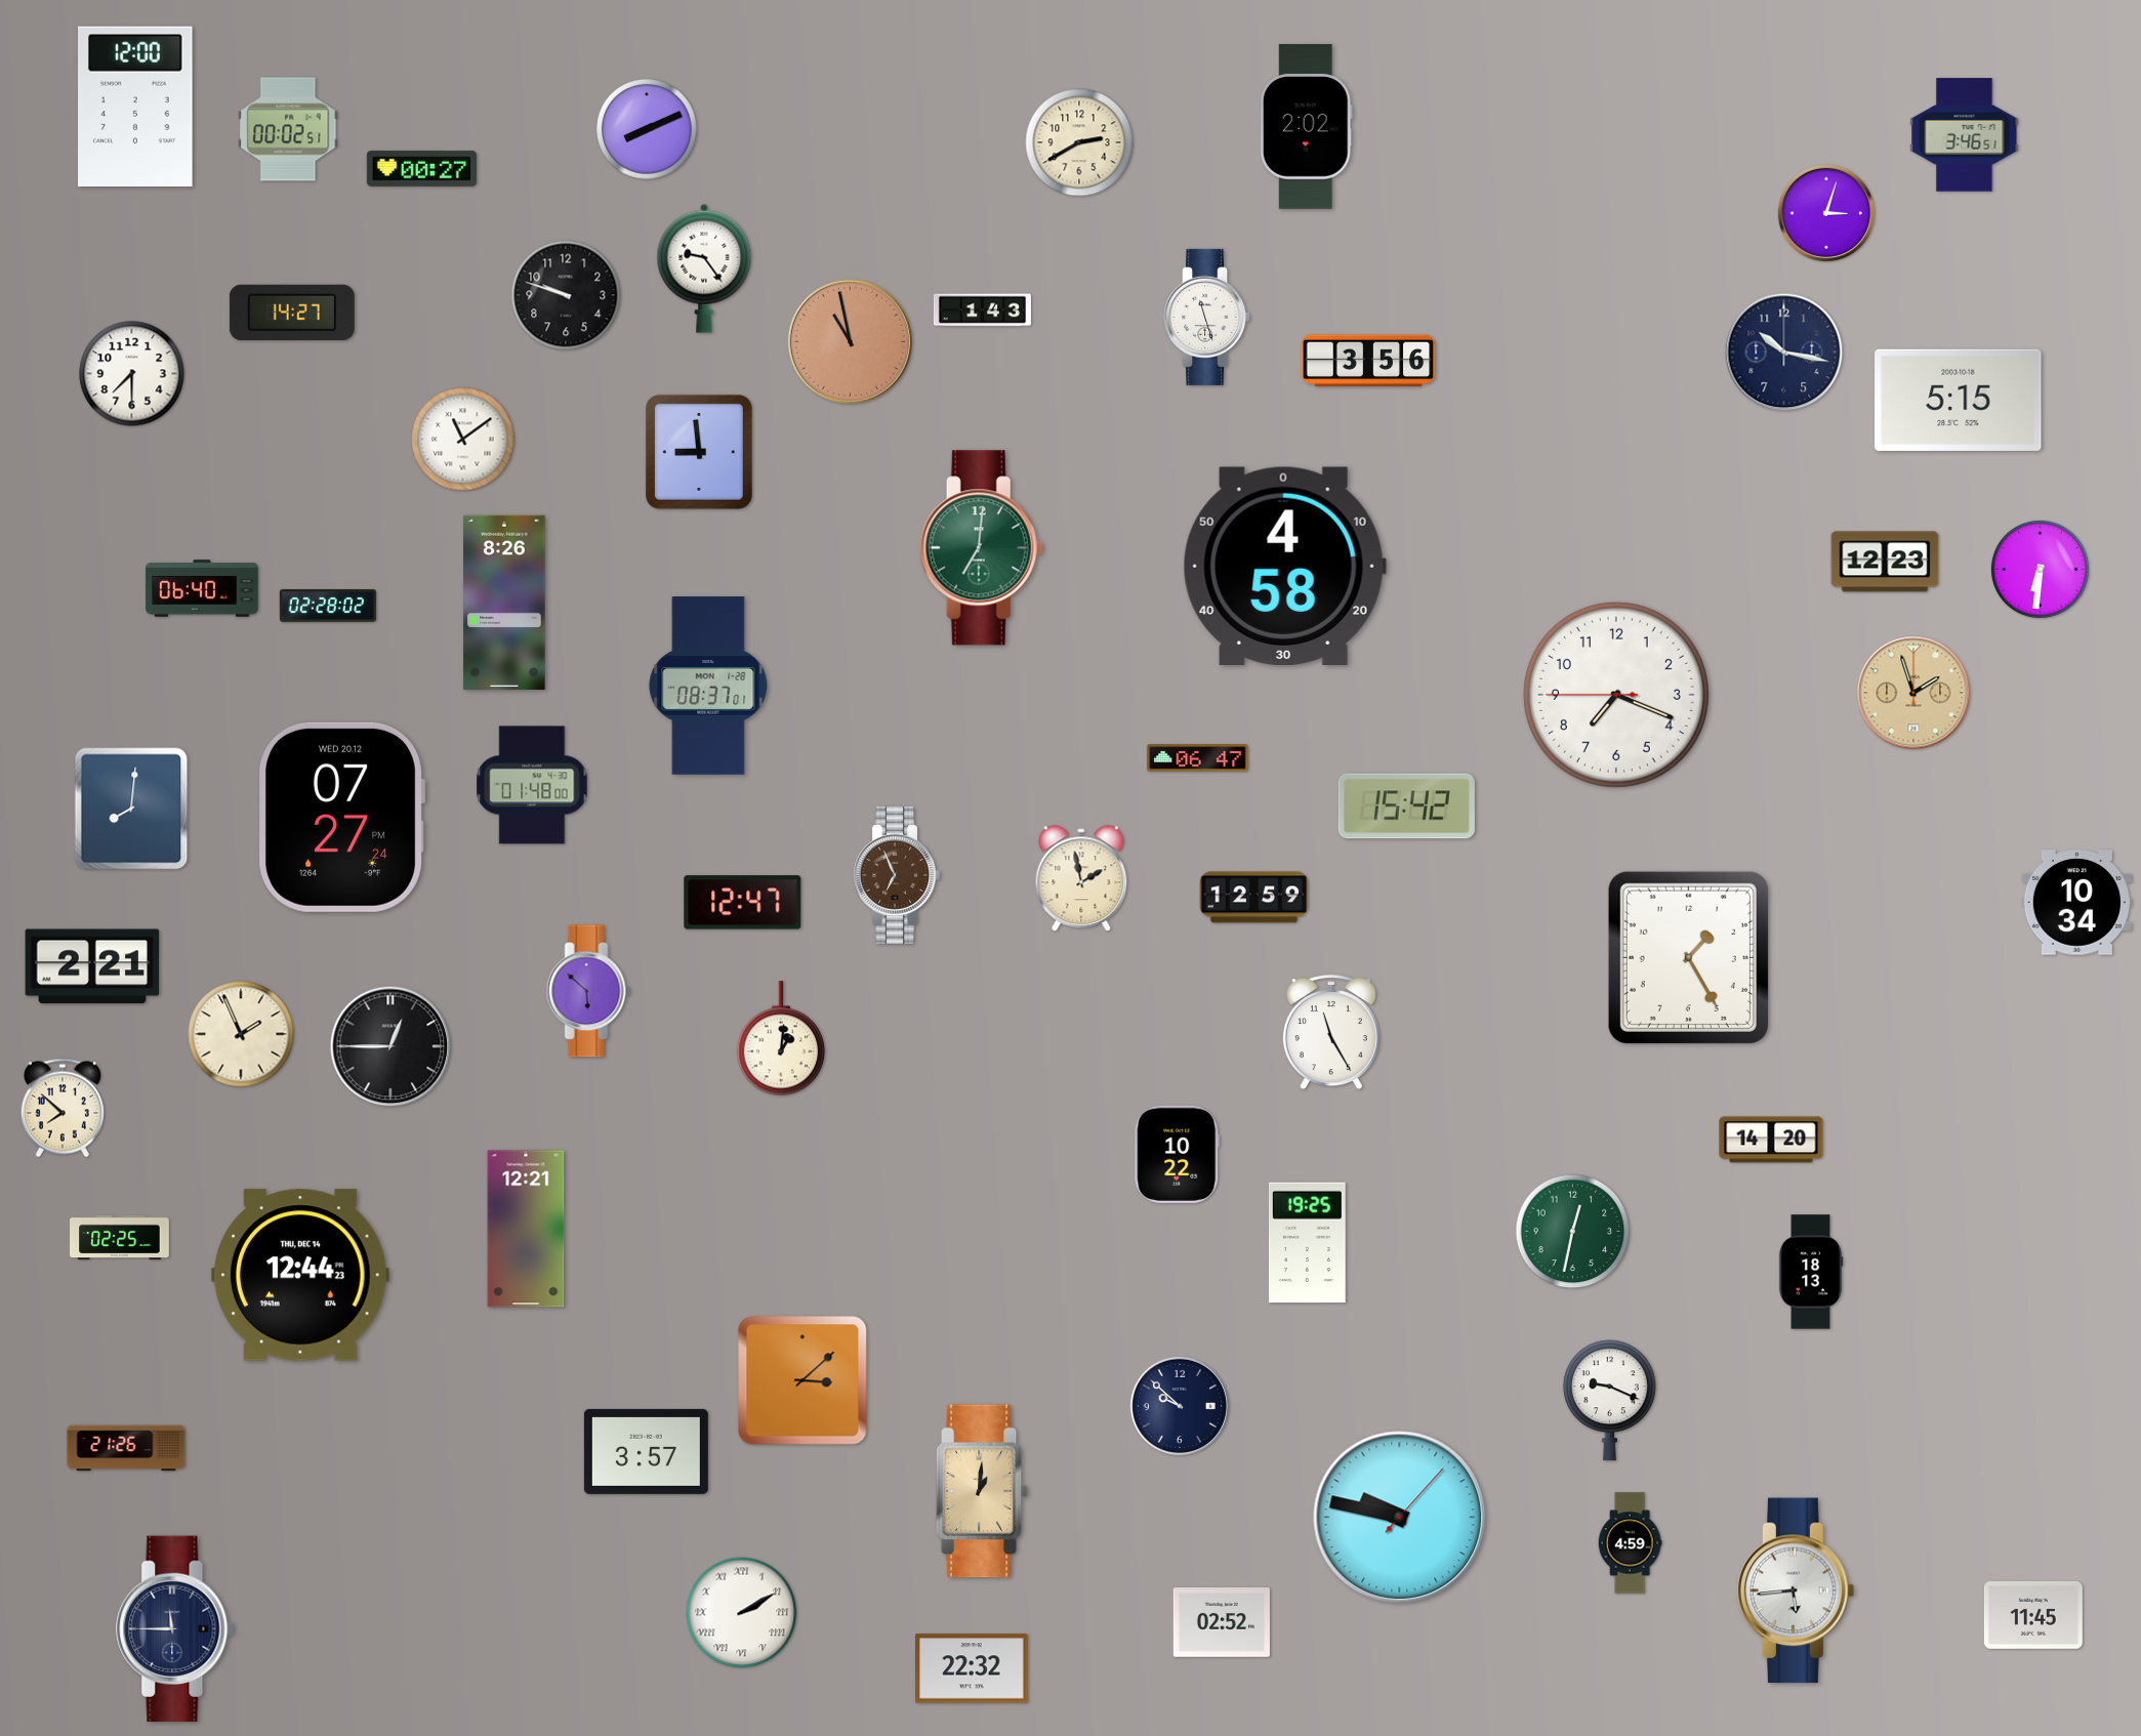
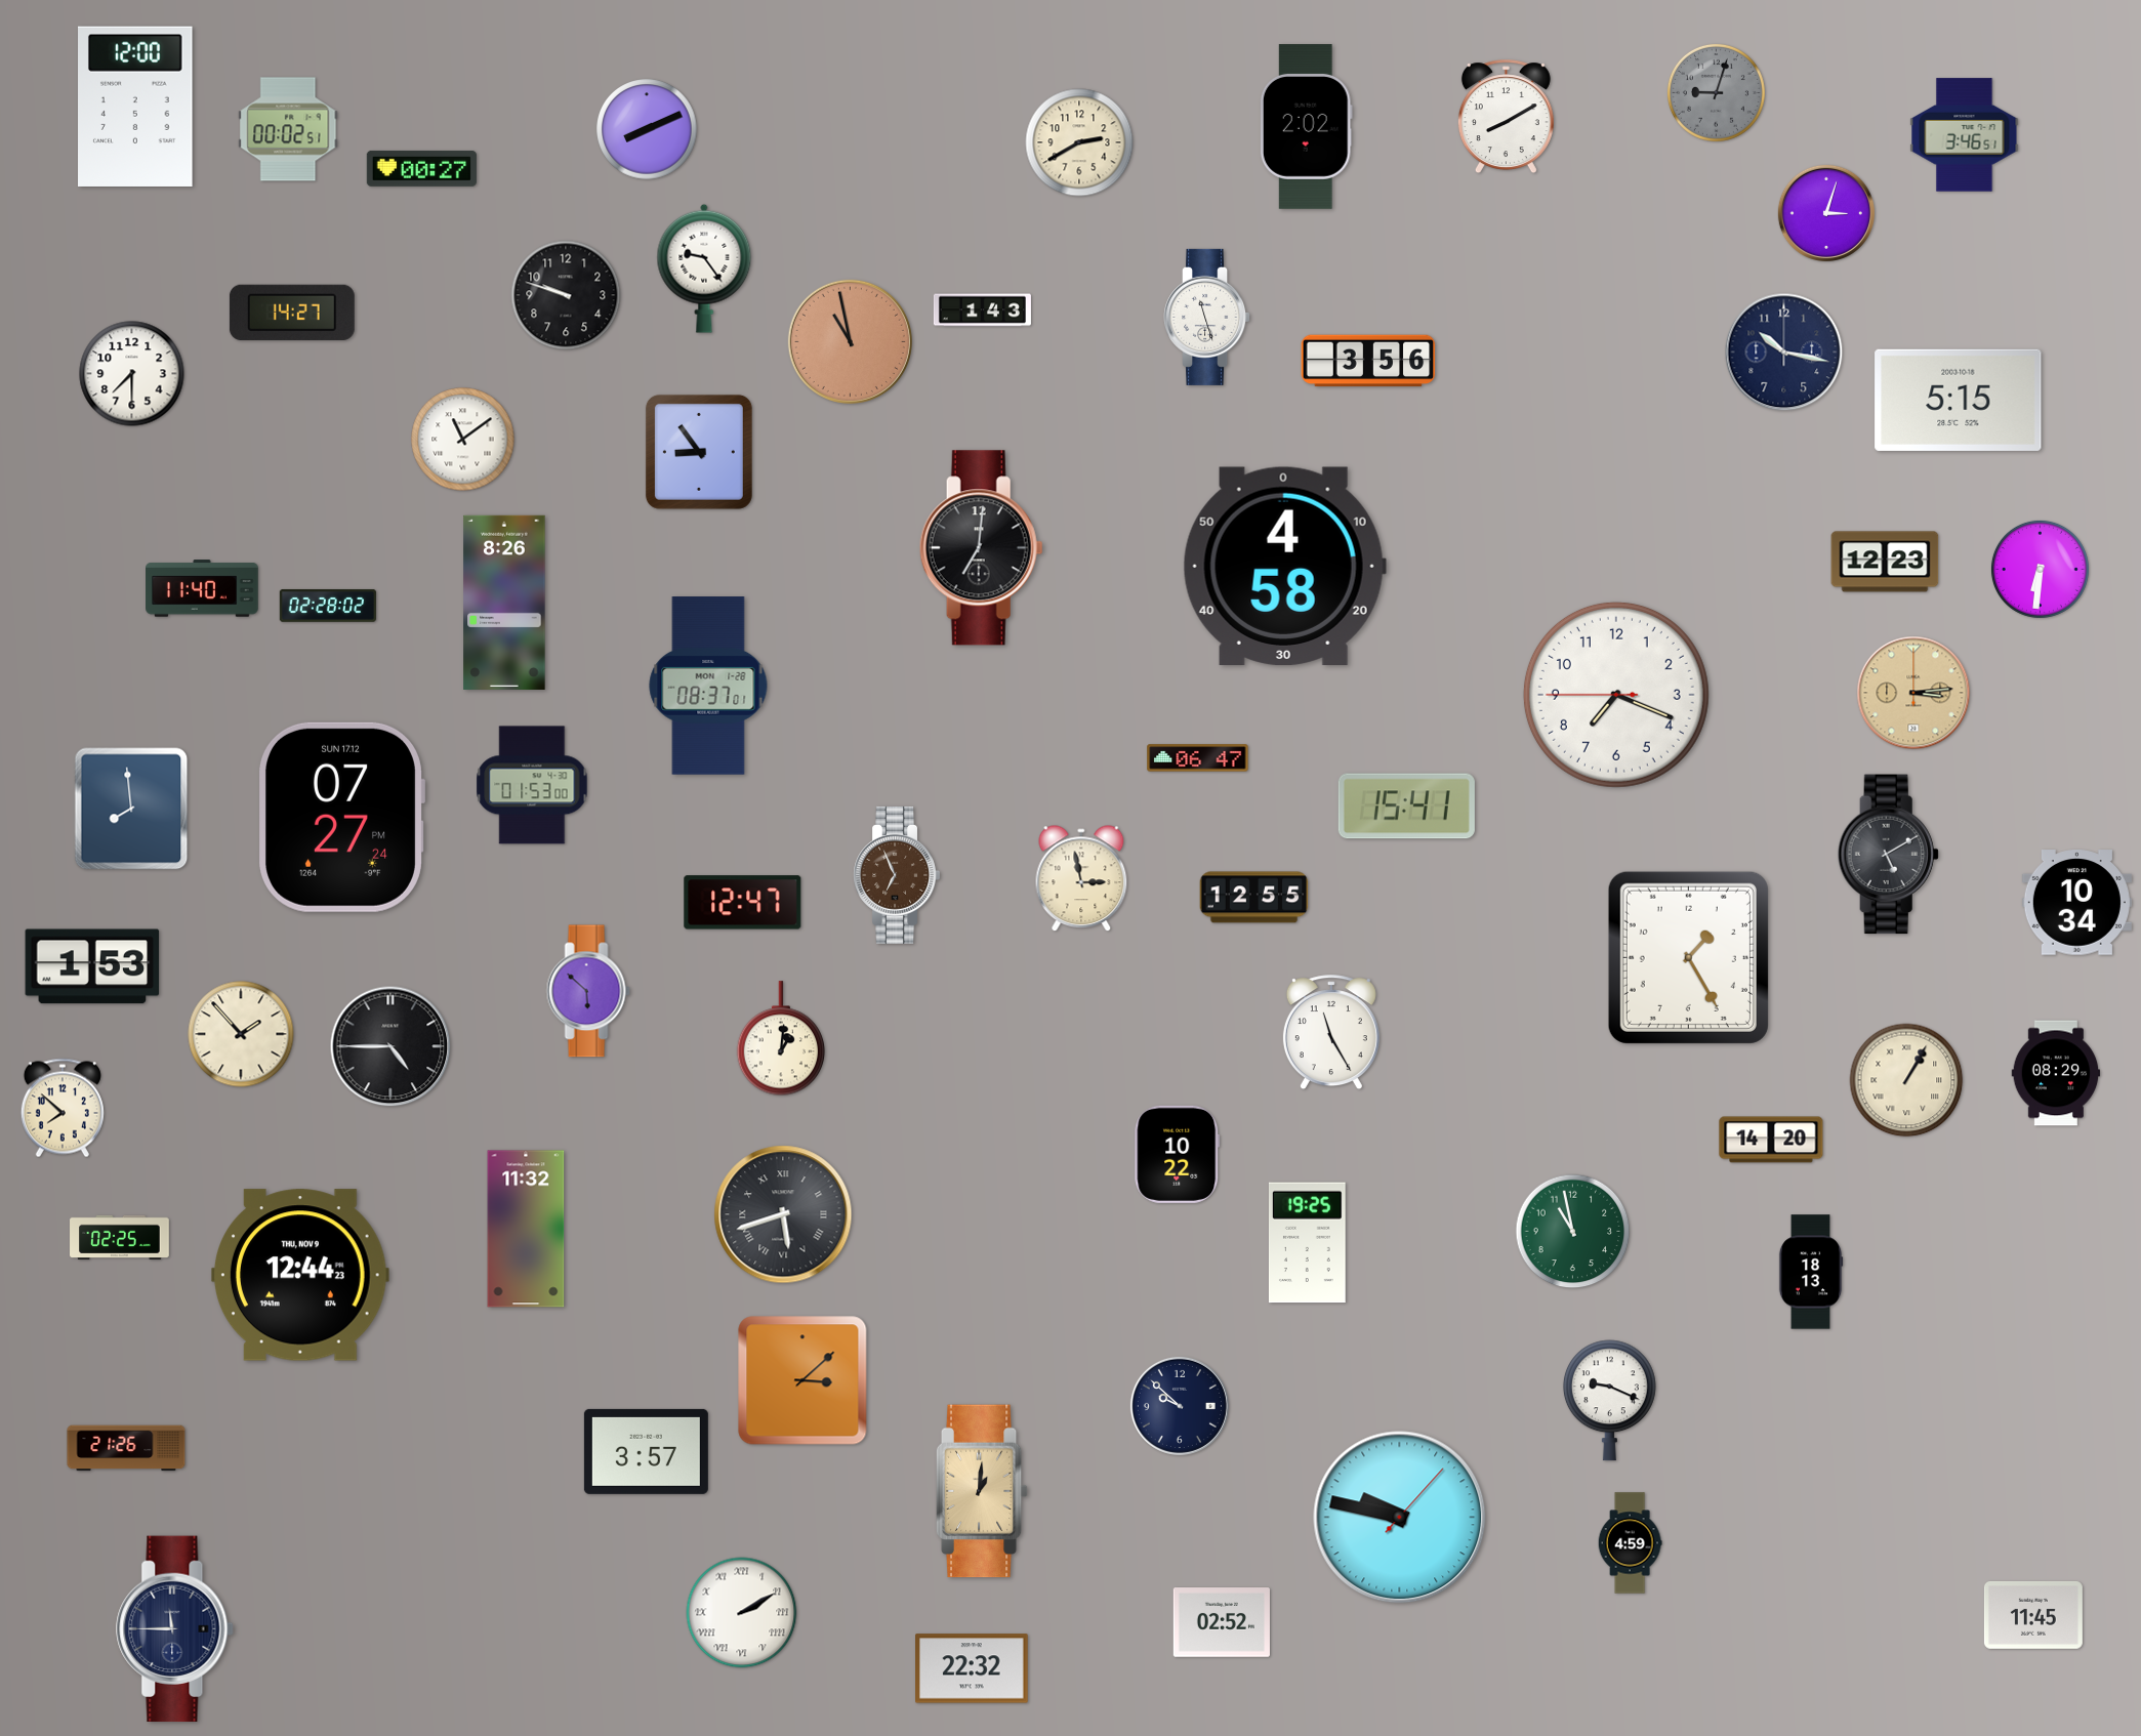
clock at (1716, 92): none -> 9:03
clock at (1506, 117): none -> 8:10
clock at (699, 452): 8:59 -> 8:54
clock at (981, 548) dial: green -> black
clock at (202, 588): 06:40 -> 11:40
clock at (1913, 693): 1:57 -> 3:14
clock at (532, 785): 01:48 -> 01:53
clock at (1406, 807): 15:42 -> 15:41
clock at (131, 809): 8:01 -> 7:59
clock at (342, 817) date: WED 20.12 -> SUN 17.12
clock at (1888, 855): none -> 5:10
clock at (1081, 879): 1:58 -> 2:58
clock at (1254, 898): 12:59 -> 12:55
clock at (92, 966): 2:21 -> 1:53
clock at (241, 1034): 1:56 -> 1:53
clock at (390, 1046): 12:45 -> 4:45
clock at (2056, 1073): none -> 08:29
clock at (1906, 1080): none -> 1:05
clock at (783, 1214): none -> 5:42
clock at (526, 1229): 12:21 -> 11:32
clock at (1573, 1232): 12:32 -> 10:58
clock at (300, 1275) date: THU, DEC 14 -> THU, NOV 9
clock at (1797, 1590): 5:44 -> none
